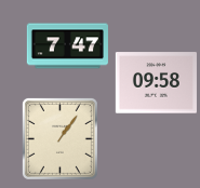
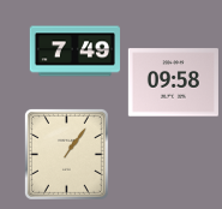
clock at (67, 46): 7:47 -> 7:49
clock at (156, 83) position: (156, 83) -> (173, 83)
